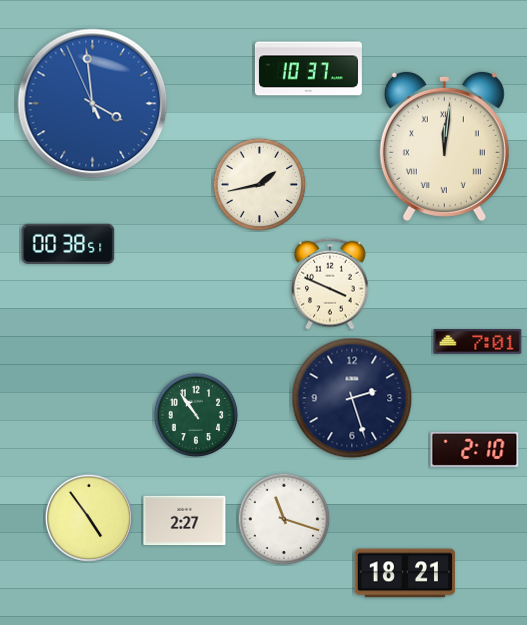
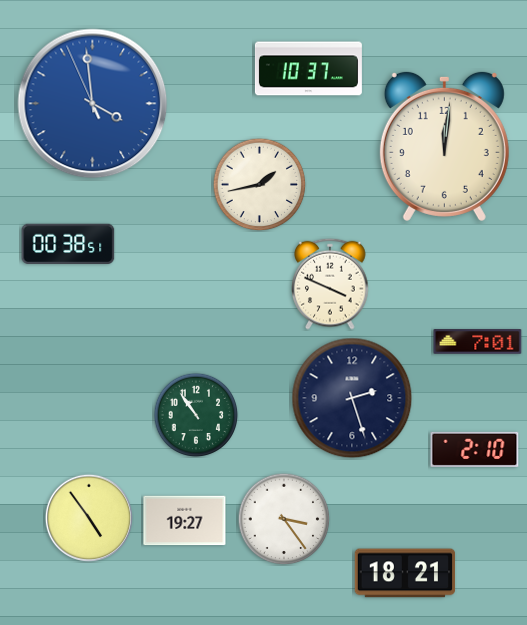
clock at (444, 146) numerals: Roman -> Arabic
clock at (284, 519): 11:18 -> 3:24
clock at (185, 521): 2:27 -> 19:27
